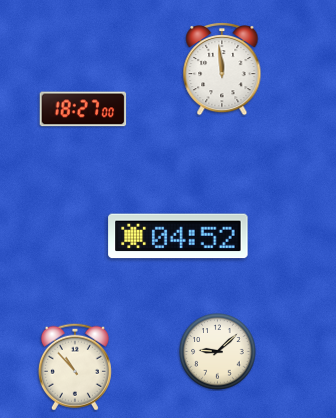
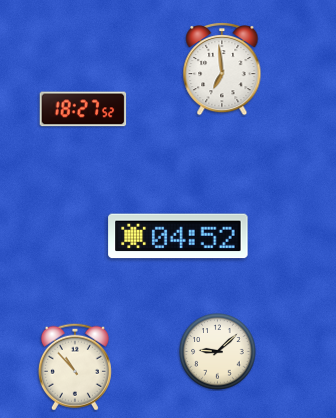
clock at (222, 70): 11:59 -> 6:59
clock at (83, 109): 18:27:00 -> 18:27:52
